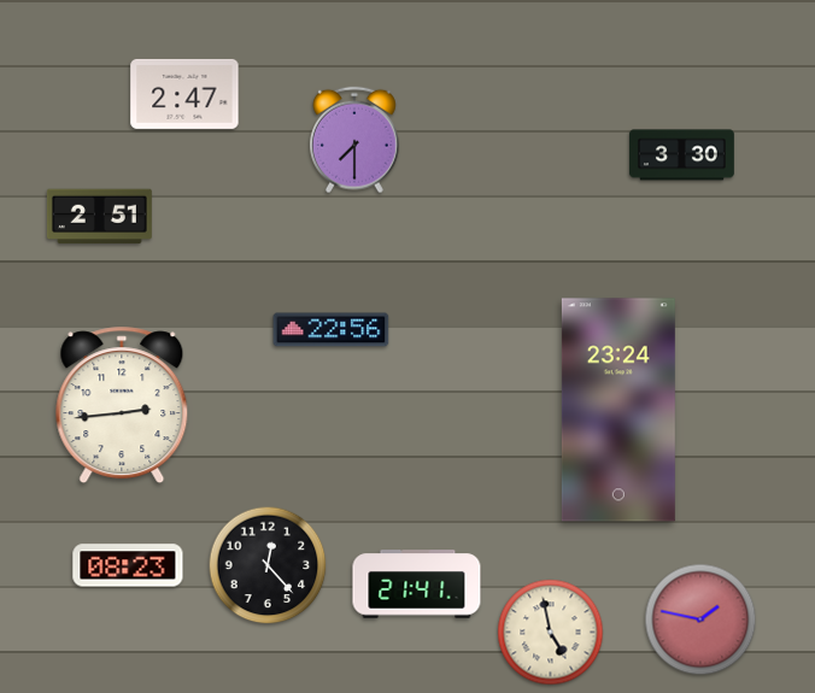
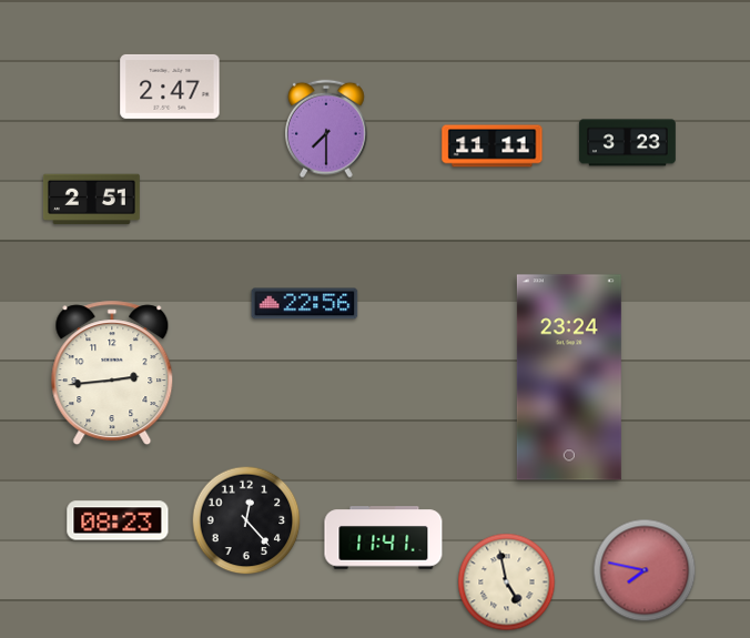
clock at (681, 155): 3:30 -> 3:23
clock at (493, 146): none -> 11:11
clock at (417, 585): 21:41 -> 11:41
clock at (700, 619): 1:47 -> 7:47
